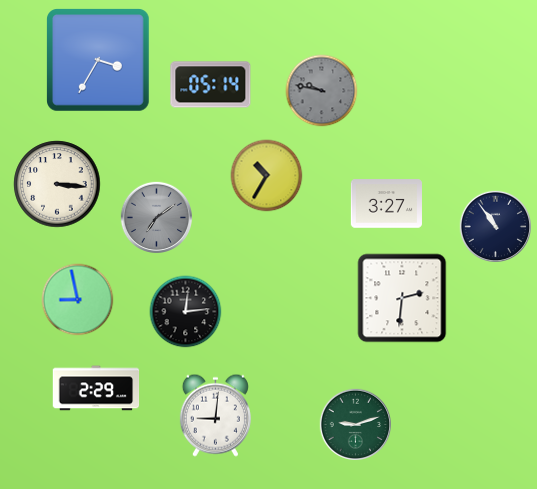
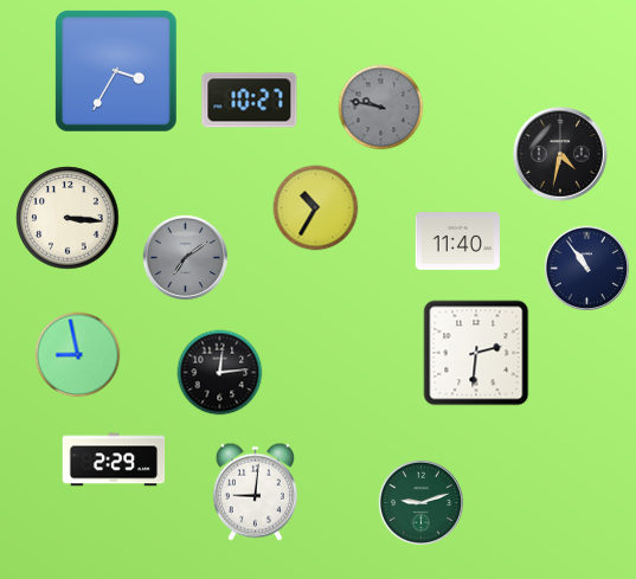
clock at (211, 85): 05:14 -> 10:27
clock at (561, 155): none -> 4:32
clock at (386, 204): 3:27 -> 11:40
clock at (78, 300) position: (78, 300) -> (78, 355)
clock at (186, 312) position: (186, 312) -> (220, 373)
